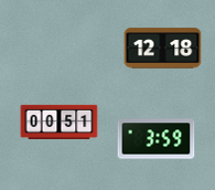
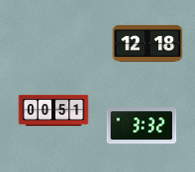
clock at (157, 139): 3:59 -> 3:32
